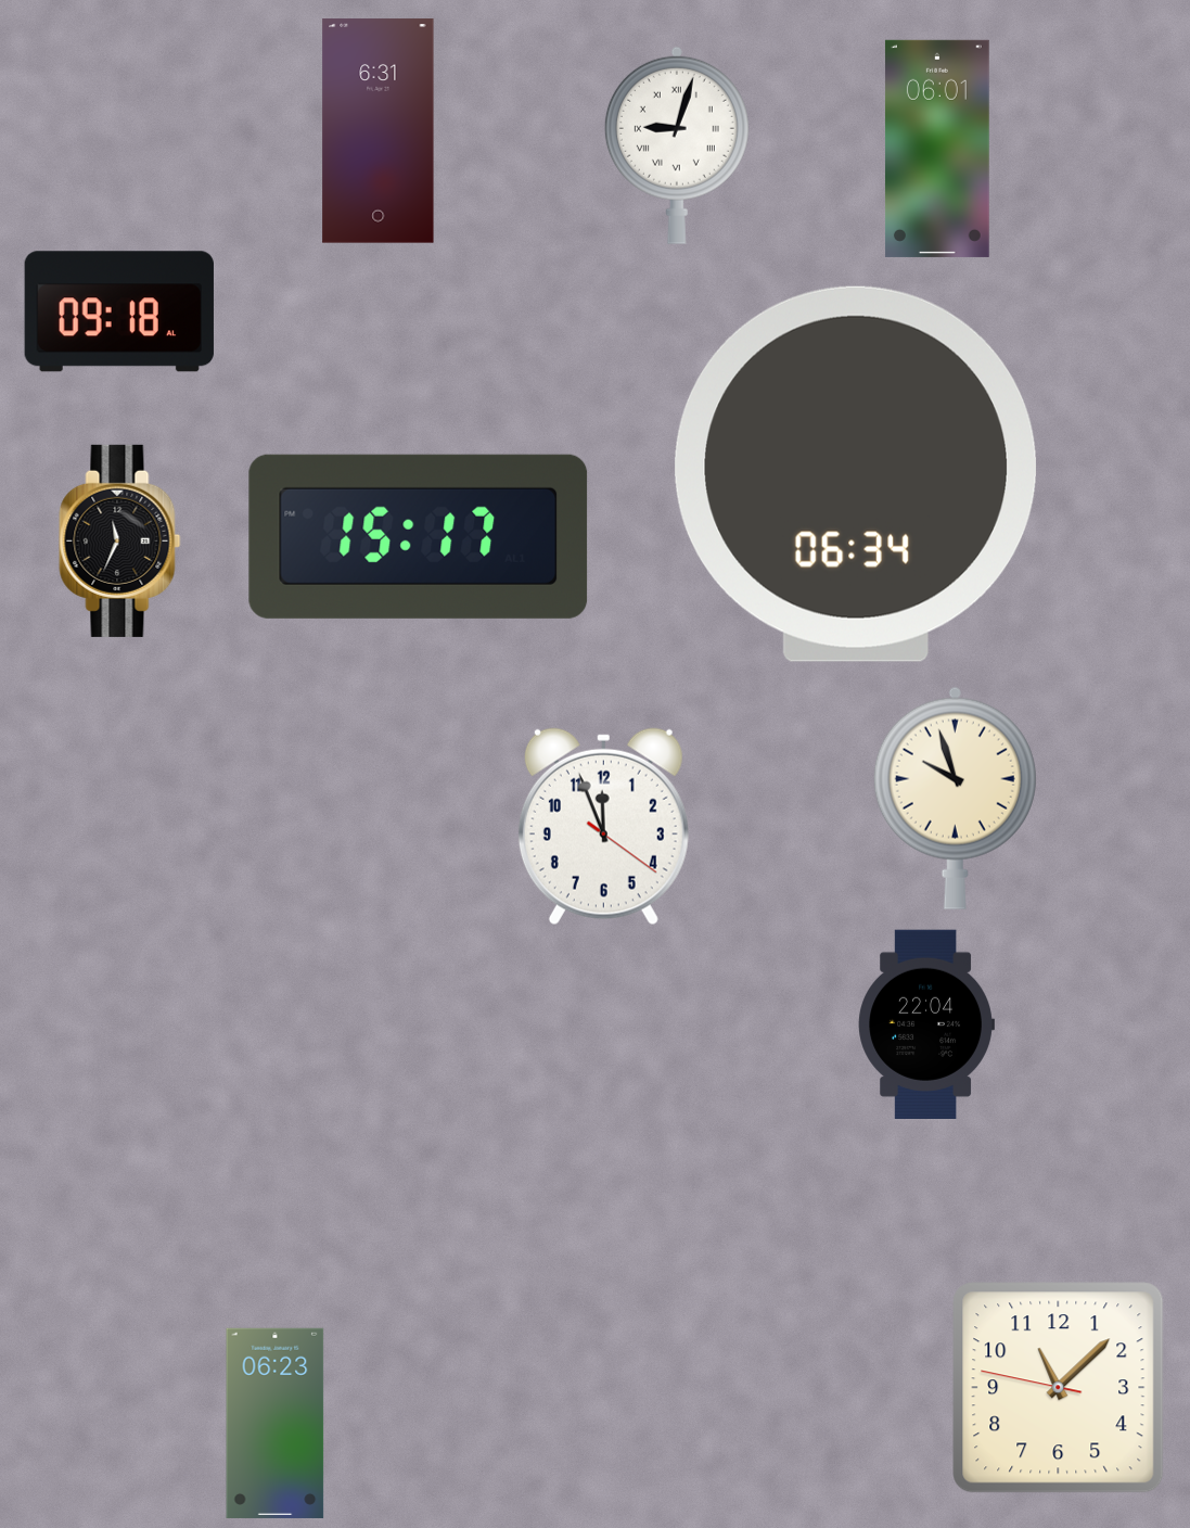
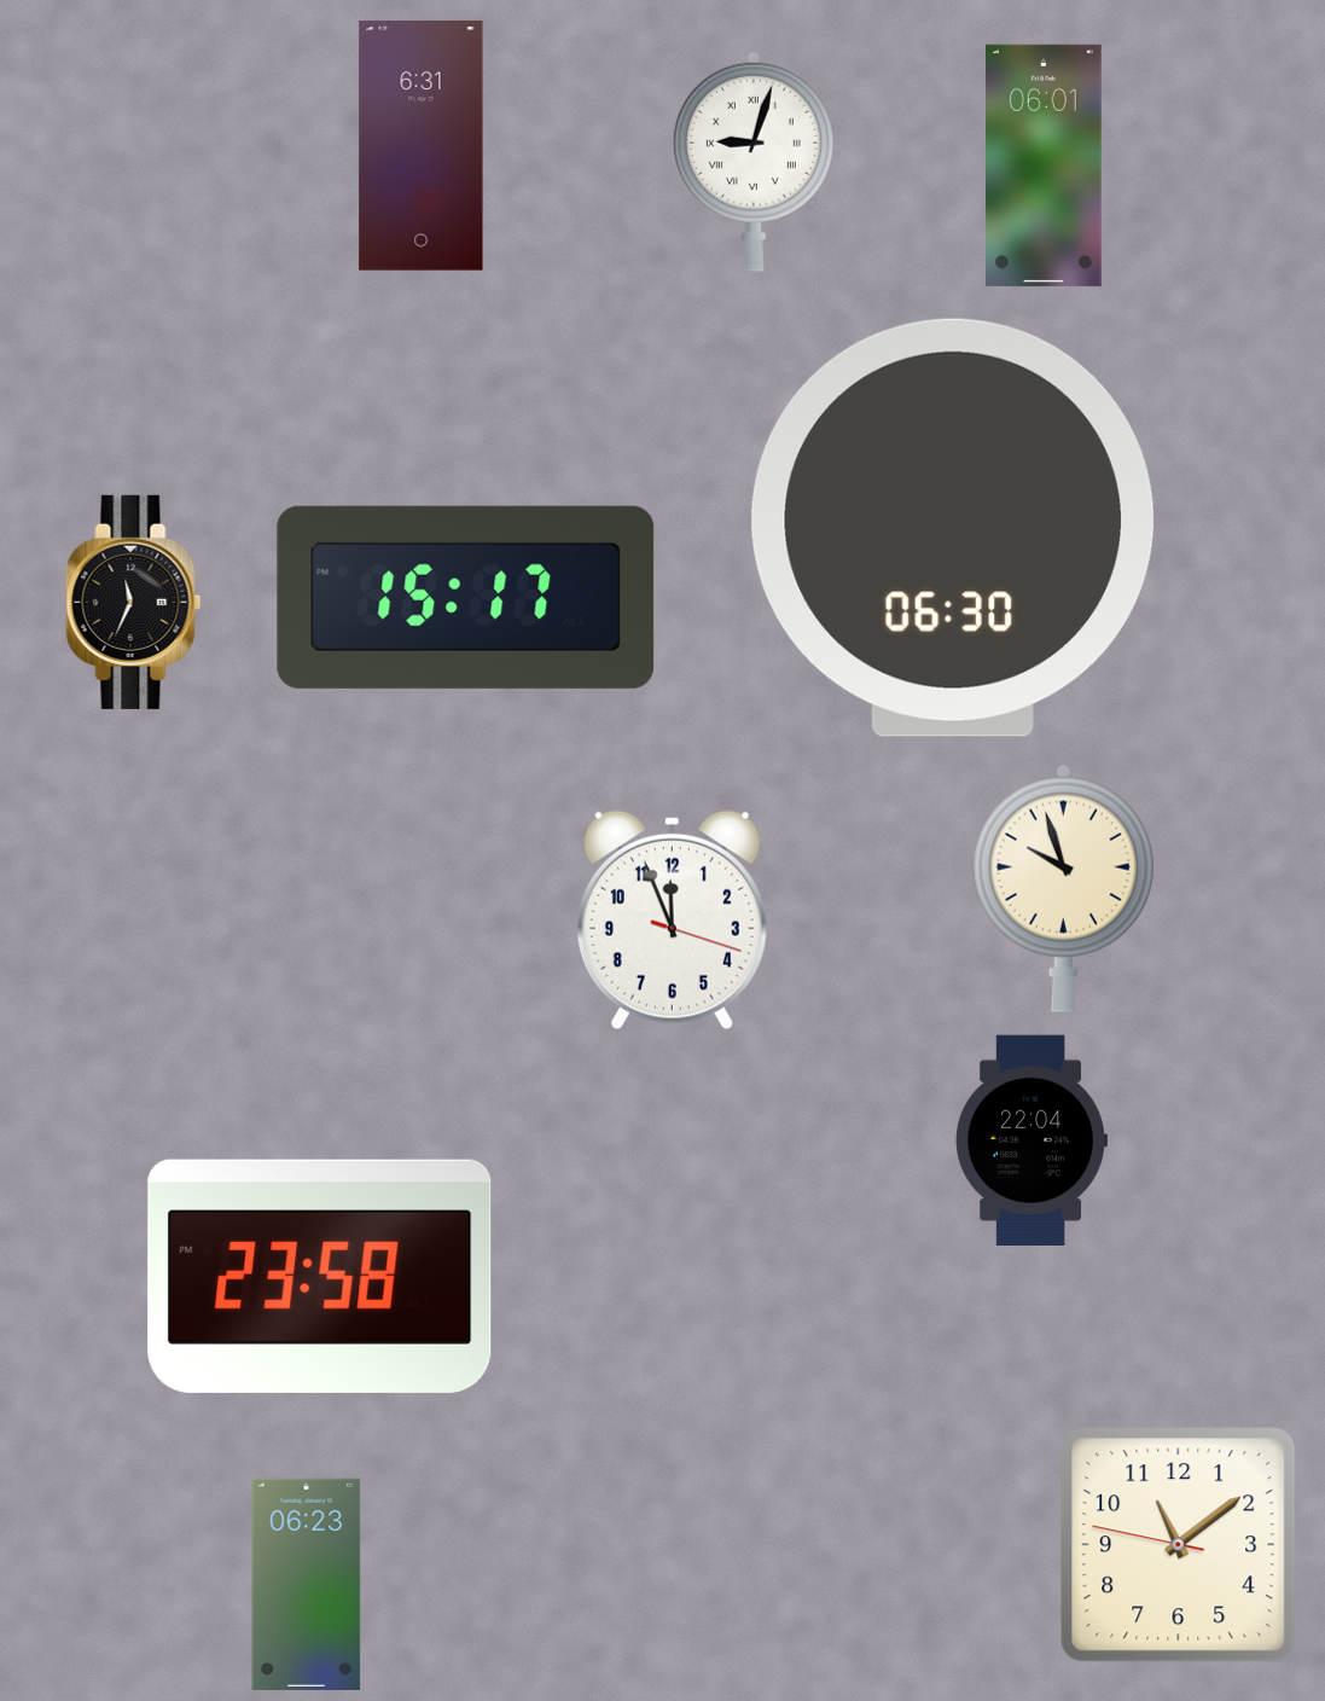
clock at (119, 311): 09:18 -> none
clock at (856, 474): 06:34 -> 06:30
clock at (603, 827): 11:56:21 -> 11:56:18
clock at (320, 1276): none -> 23:58
clock at (1059, 1388): 11:07 -> 11:08
